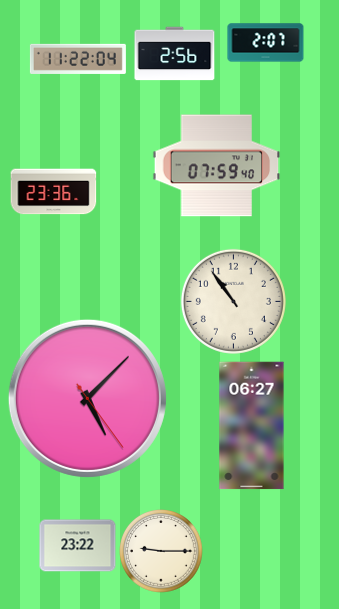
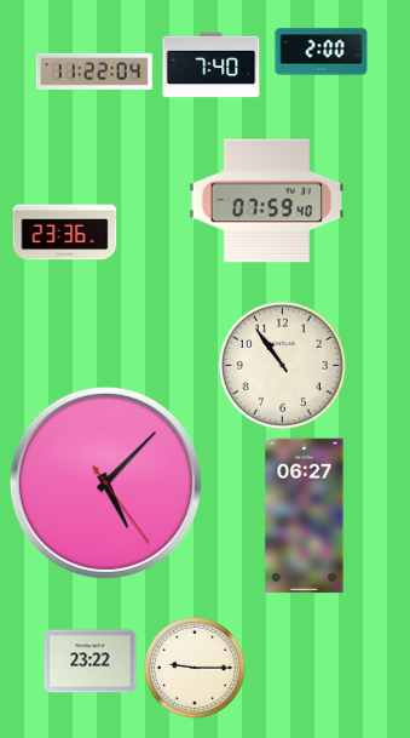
clock at (266, 43): 2:07 -> 2:00
clock at (175, 54): 2:56 -> 7:40
clock at (217, 166) position: (217, 166) -> (267, 201)
clock at (78, 546) position: (78, 546) -> (91, 662)
